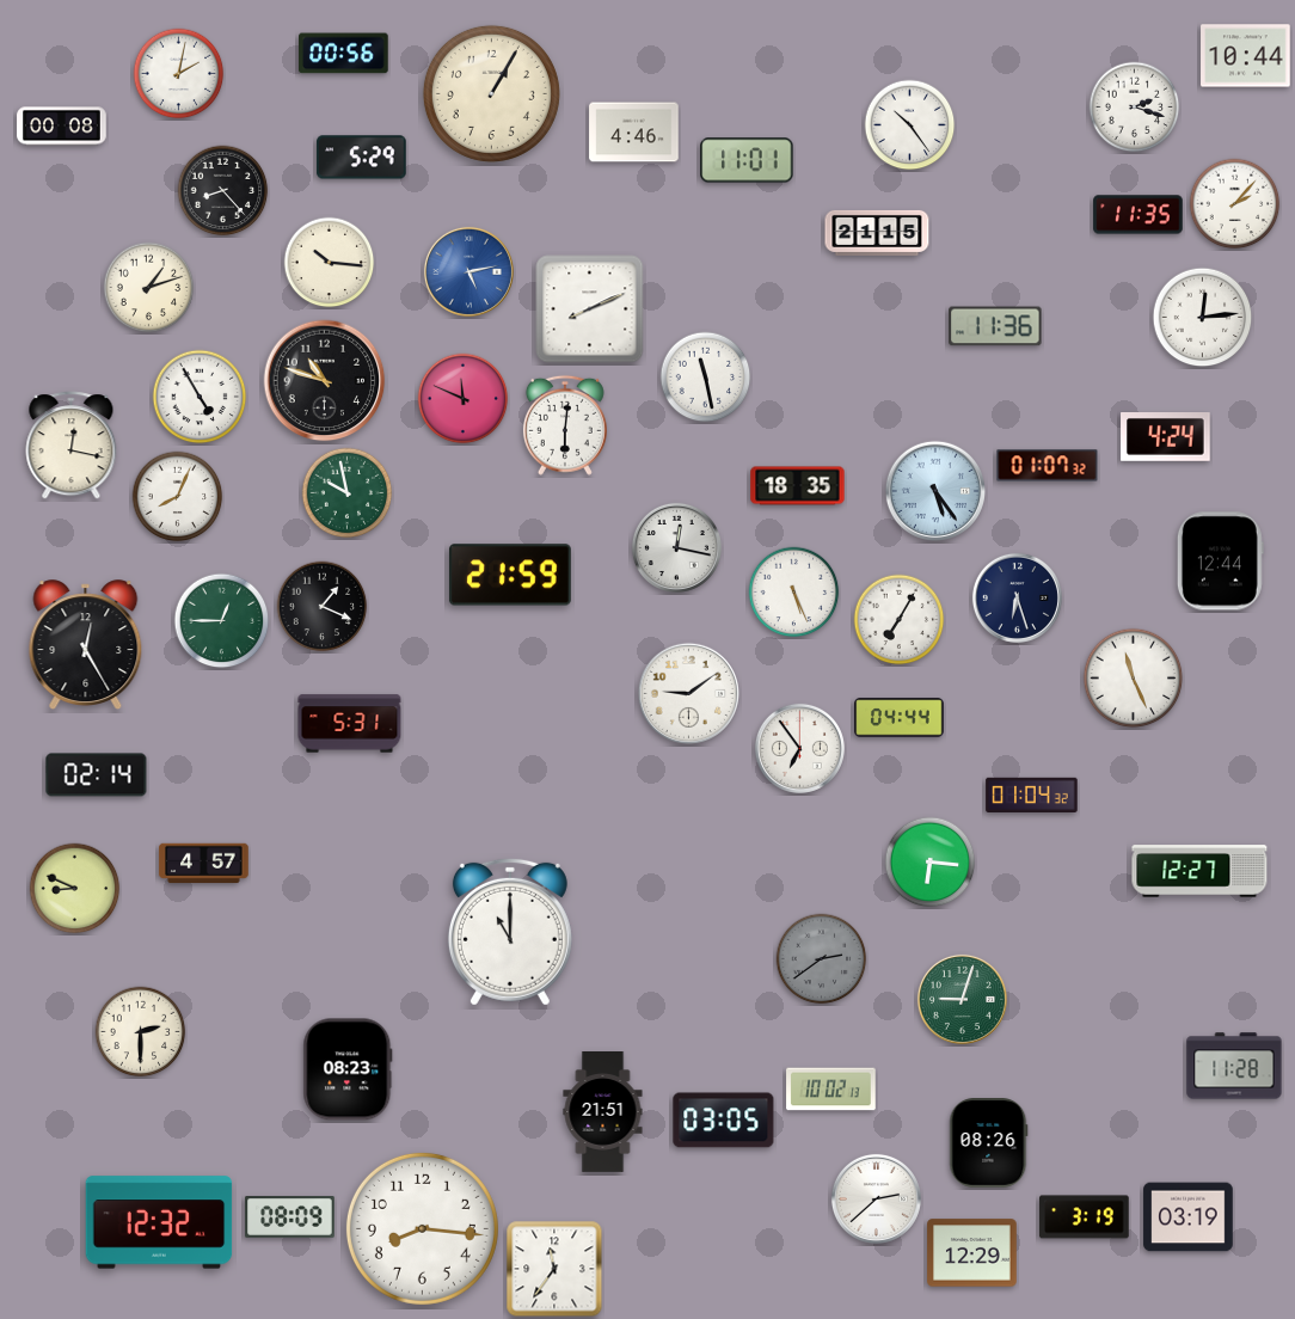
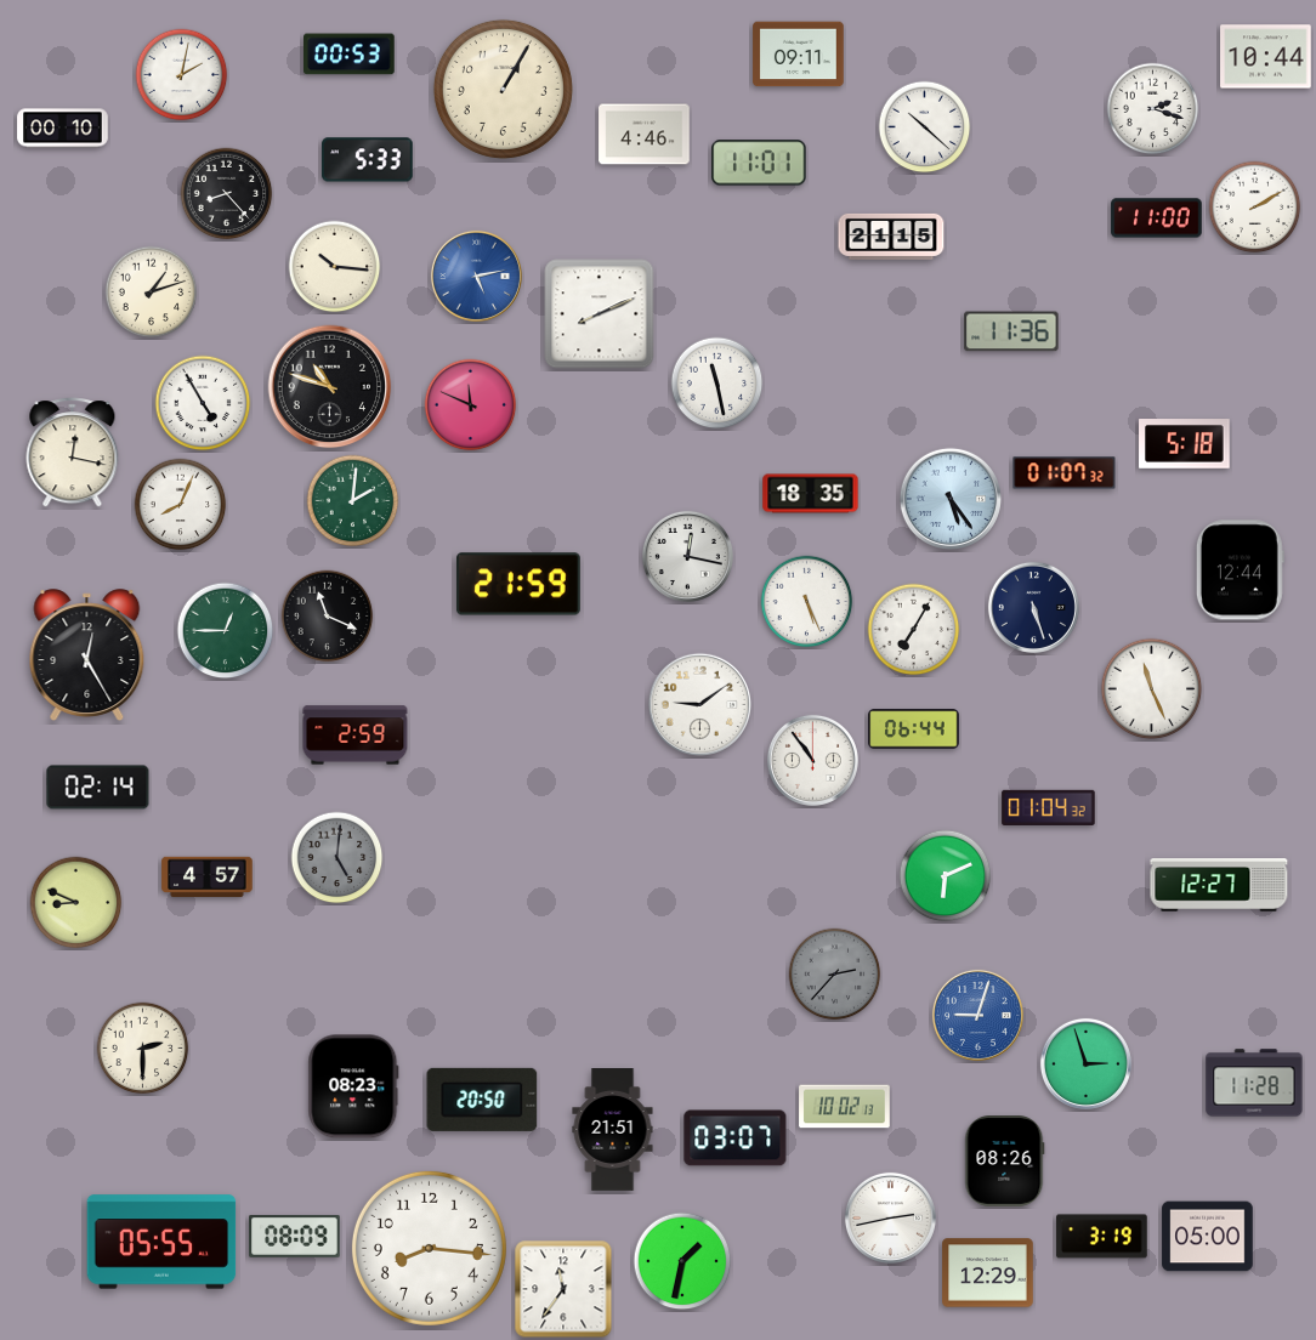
clock at (344, 54): 00:56 -> 00:53
clock at (799, 55): none -> 09:11
clock at (491, 93) position: (491, 93) -> (503, 89)
clock at (910, 125): 10:24 -> 10:22
clock at (62, 127): 00:08 -> 00:10
clock at (362, 158): 5:29 -> 5:33
clock at (1235, 204): 2:07 -> 2:10
clock at (1139, 215): 11:35 -> 11:00
clock at (1203, 318): 12:14 -> none
clock at (565, 425): 6:01 -> none
clock at (1166, 437): 4:24 -> 5:18
clock at (348, 493): 9:58 -> 2:01
clock at (1017, 597): 6:27 -> 5:27
clock at (323, 607): 1:19 -> 11:19
clock at (900, 718): 04:44 -> 06:44
clock at (350, 724): 5:31 -> 2:59
clock at (799, 748): 6:54 -> 10:54
clock at (337, 858): none -> 5:01
clock at (931, 863): 6:16 -> 6:11
clock at (510, 932): 11:00 -> none
clock at (822, 959): 2:39 -> 2:37
clock at (962, 999) dial: green -> blue
clock at (1085, 1063): none -> 2:57
clock at (482, 1100): none -> 20:50
clock at (724, 1121): 03:05 -> 03:07
clock at (876, 1198): 2:38 -> 2:43
clock at (1189, 1217): 03:19 -> 05:00
clock at (159, 1222): 12:32 -> 05:55
clock at (682, 1261): none -> 1:32
